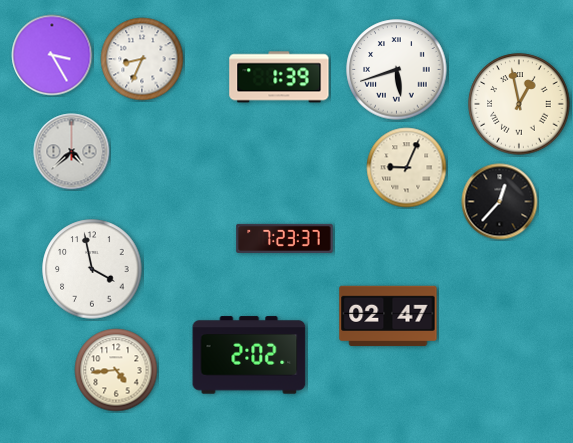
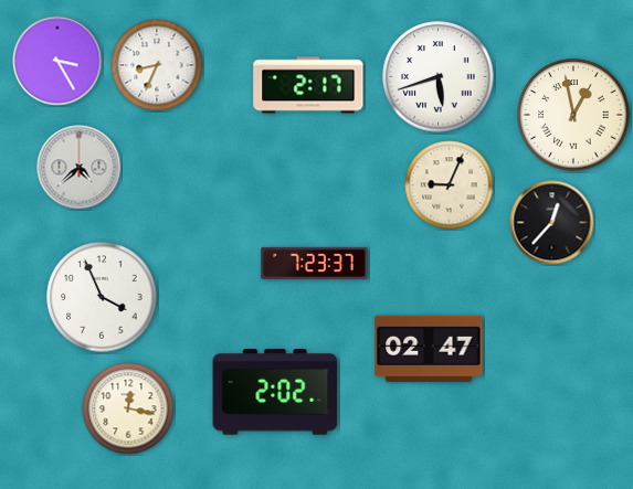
clock at (279, 77): 1:39 -> 2:17
clock at (92, 269): 3:58 -> 3:56
clock at (116, 370): 4:44 -> 12:17
